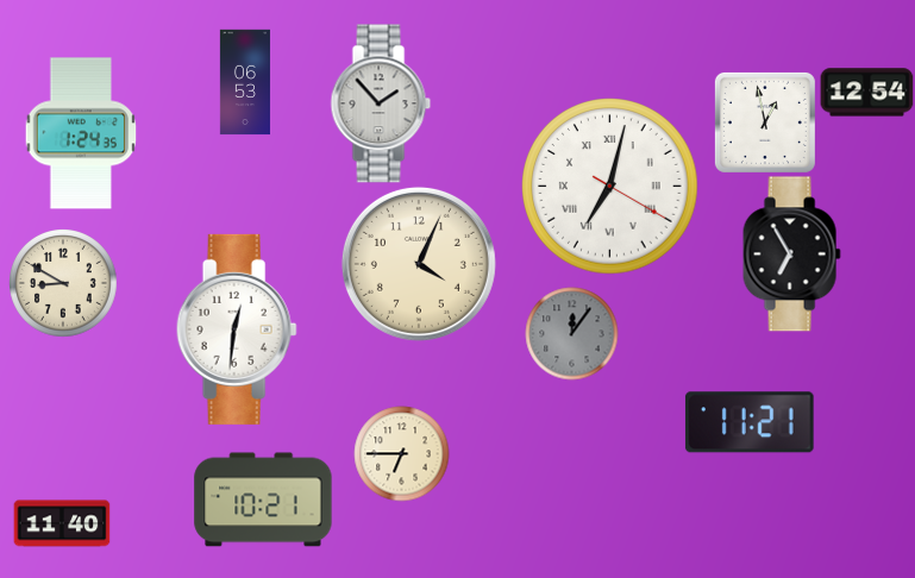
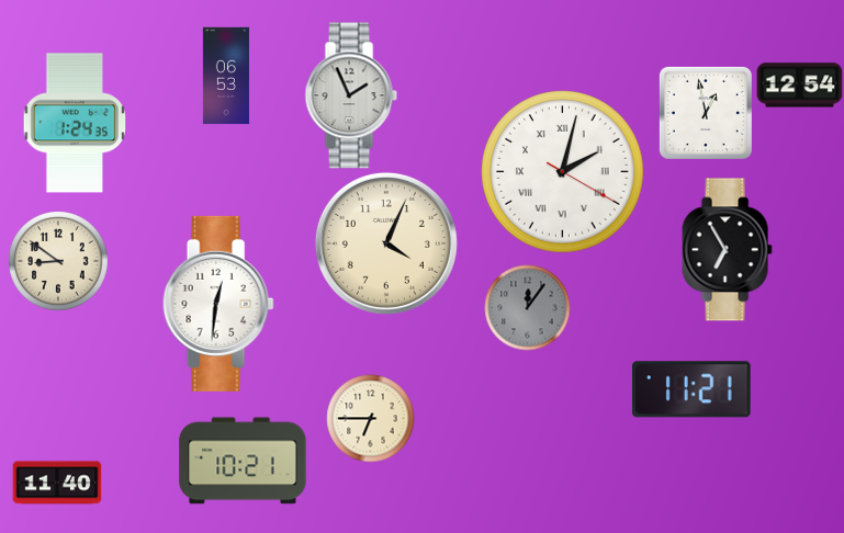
clock at (381, 103): 1:53 -> 1:56
clock at (610, 187): 7:02 -> 2:02
clock at (791, 255) position: (791, 255) -> (727, 250)
clock at (63, 283): 8:50 -> 8:51
